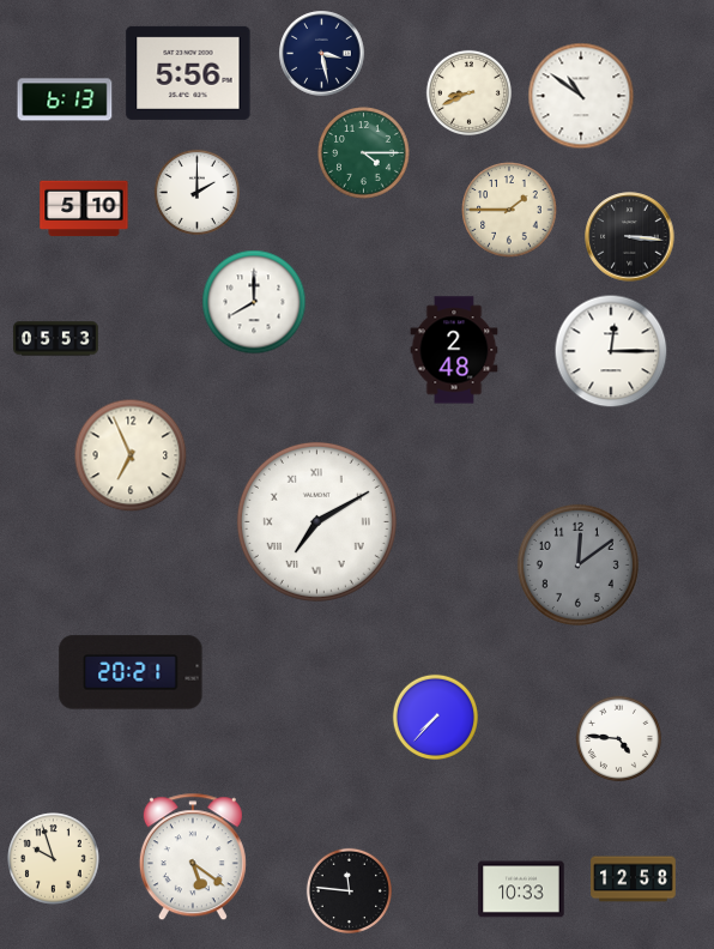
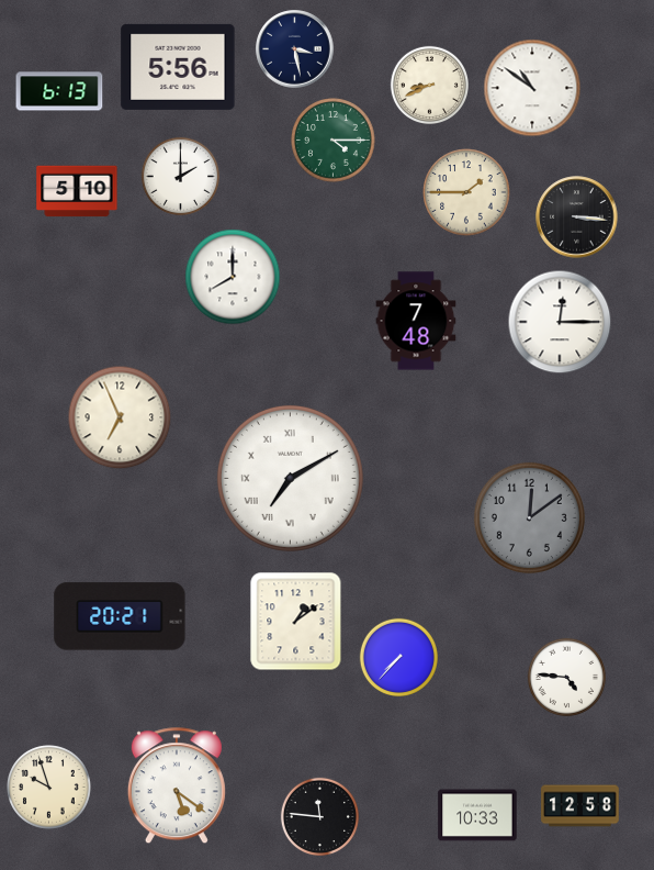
clock at (188, 73) position: (188, 73) -> (178, 67)
clock at (56, 339): 05:53 -> none
clock at (454, 350): 2:48 -> 7:48
clock at (296, 622): none -> 1:09
